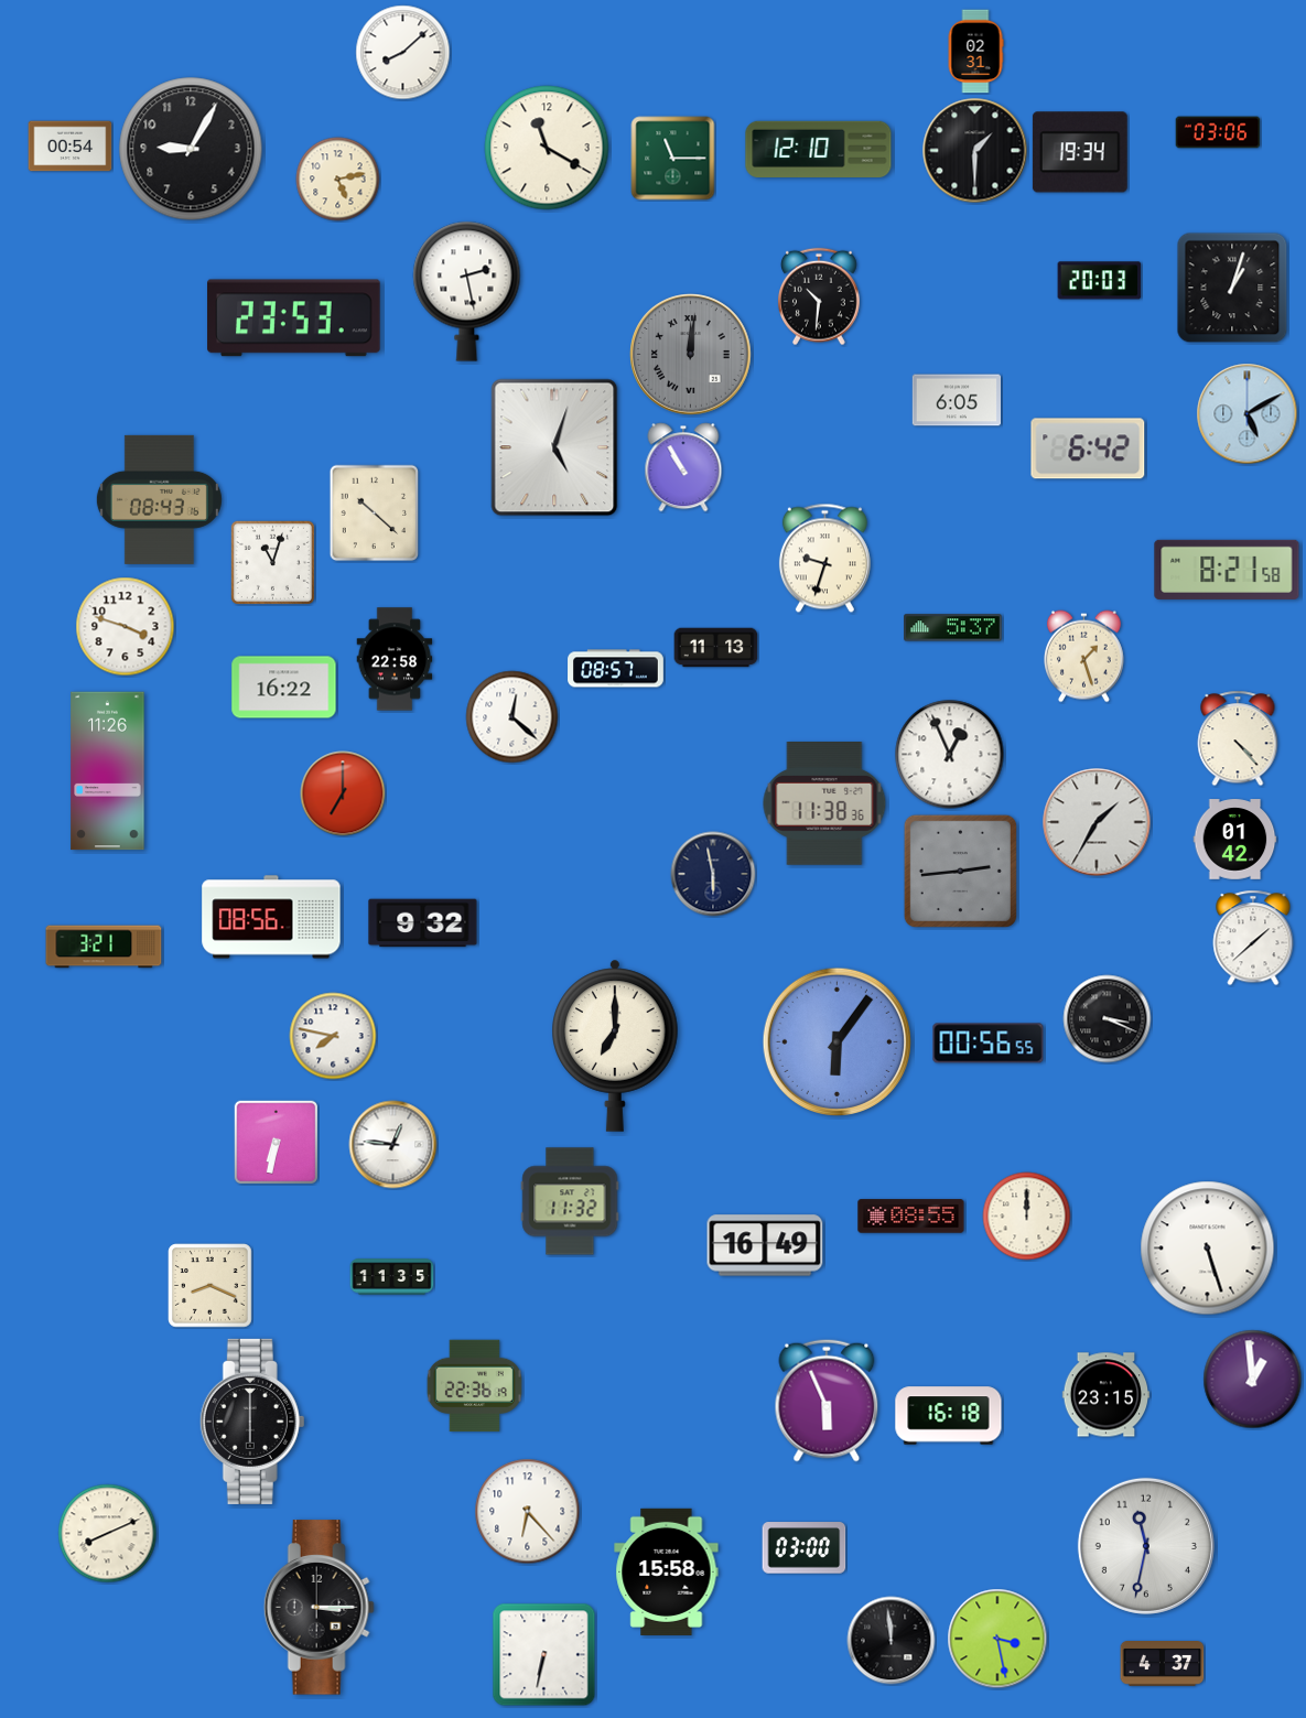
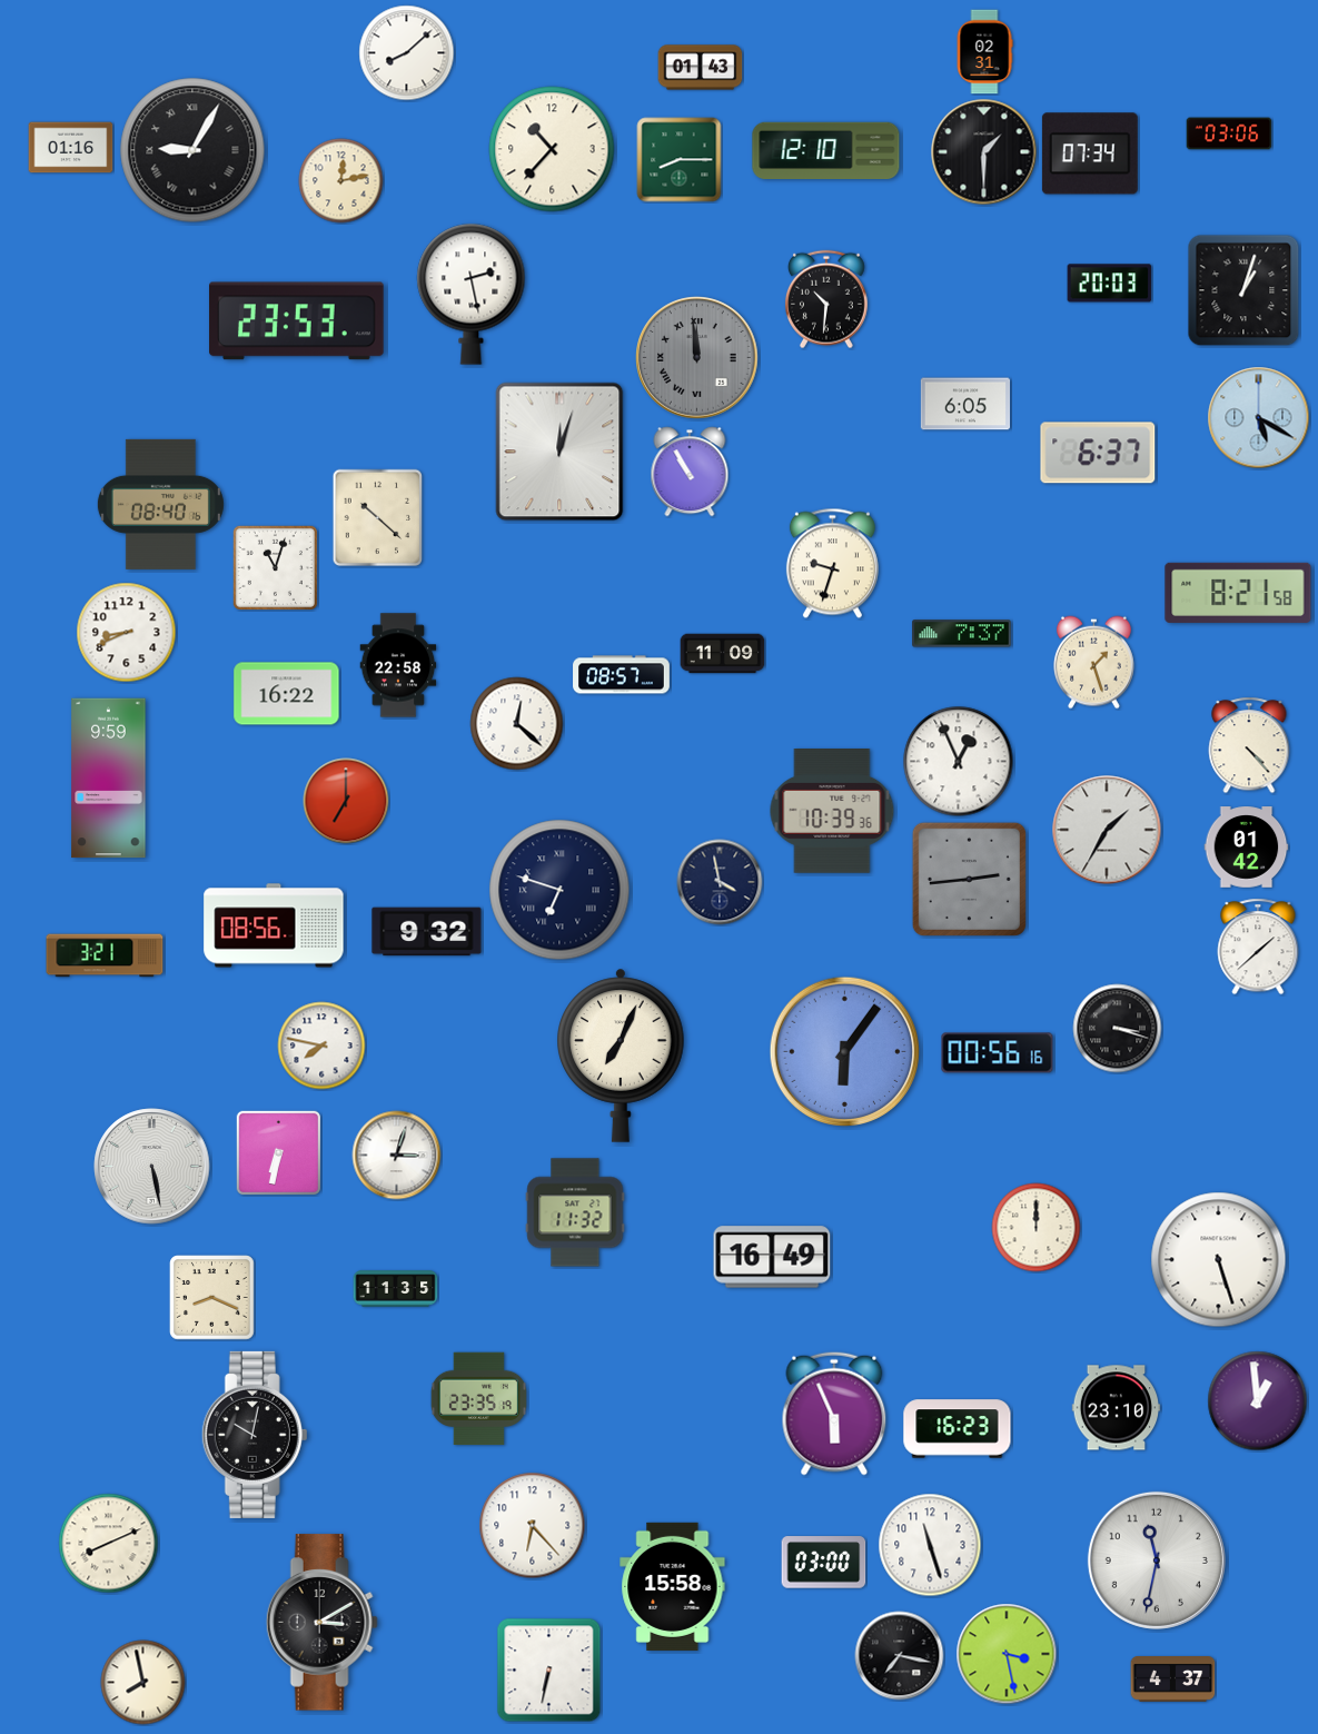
clock at (701, 68): none -> 01:43
clock at (71, 147): 00:54 -> 01:16
clock at (547, 148): 11:20 -> 10:37
clock at (191, 149) numerals: Arabic -> Roman
clock at (1080, 152): 19:34 -> 07:34
clock at (673, 159): 11:15 -> 8:15
clock at (338, 180): 5:13 -> 12:13
clock at (691, 355): 12:01 -> 11:59
clock at (1248, 414): 5:10 -> 5:20
clock at (554, 447): 5:03 -> 12:03
clock at (1088, 449): 6:42 -> 6:37
clock at (159, 499): 08:43 -> 08:40
clock at (1227, 570) position: (1227, 570) -> (1238, 593)
clock at (126, 627): 3:48 -> 8:41
clock at (953, 628): 5:37 -> 7:37
clock at (716, 648): 11:13 -> 11:09
clock at (108, 771): 11:26 -> 9:59
clock at (824, 804): 11:38 -> 10:39
clock at (713, 874): 5:58 -> 3:58
clock at (559, 890): none -> 6:48
clock at (1253, 938) position: (1253, 938) -> (1258, 947)
clock at (1108, 1019): 3:19 -> 3:18
clock at (333, 1036) position: (333, 1036) -> (321, 1046)
clock at (989, 1044): 00:56:55 -> 00:56:16
clock at (615, 1046): 7:00 -> 7:04
clock at (393, 1145): 12:46 -> 3:03
clock at (152, 1167): none -> 5:28
clock at (911, 1217): 08:55 -> none
clock at (1253, 1380) position: (1253, 1380) -> (1258, 1401)
clock at (474, 1386): 22:36 -> 23:35
clock at (1107, 1395): 23:15 -> 23:10
clock at (949, 1416): 16:18 -> 16:23
clock at (252, 1422): 6:00 -> 10:02
clock at (930, 1545): none -> 11:27
clock at (108, 1534) position: (108, 1534) -> (109, 1544)
clock at (805, 1548) position: (805, 1548) -> (824, 1563)
clock at (319, 1608): 3:15 -> 3:10
clock at (892, 1641): 11:59 -> 7:17
clock at (143, 1683): none -> 7:58
